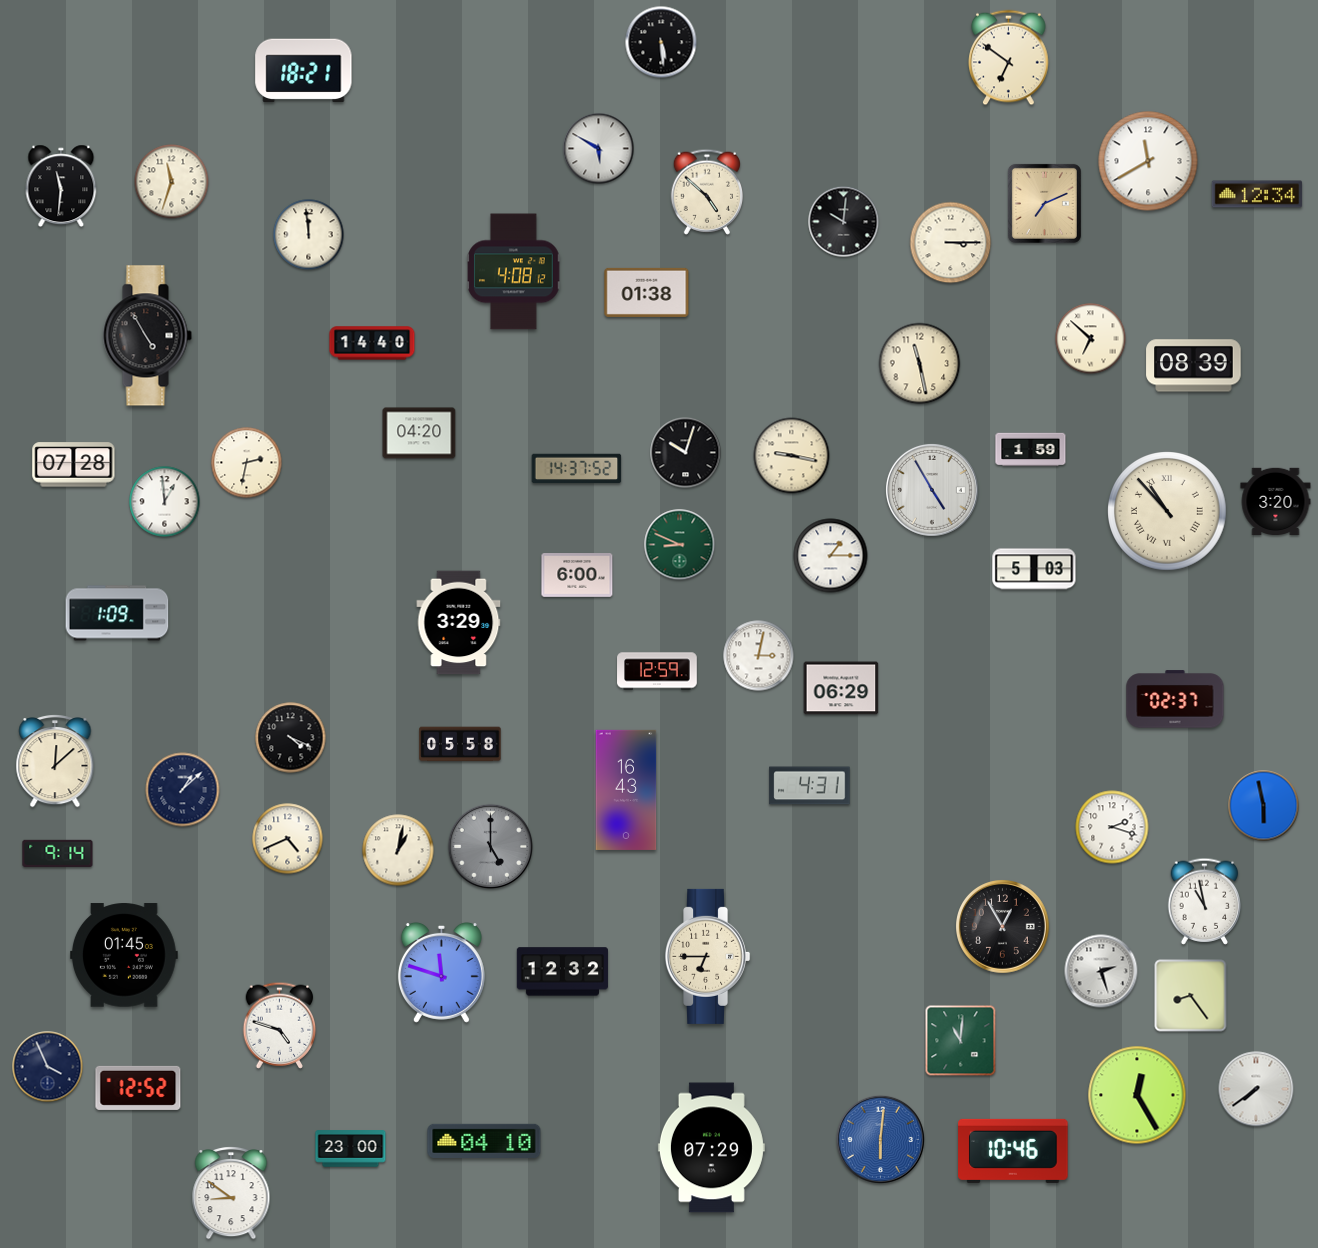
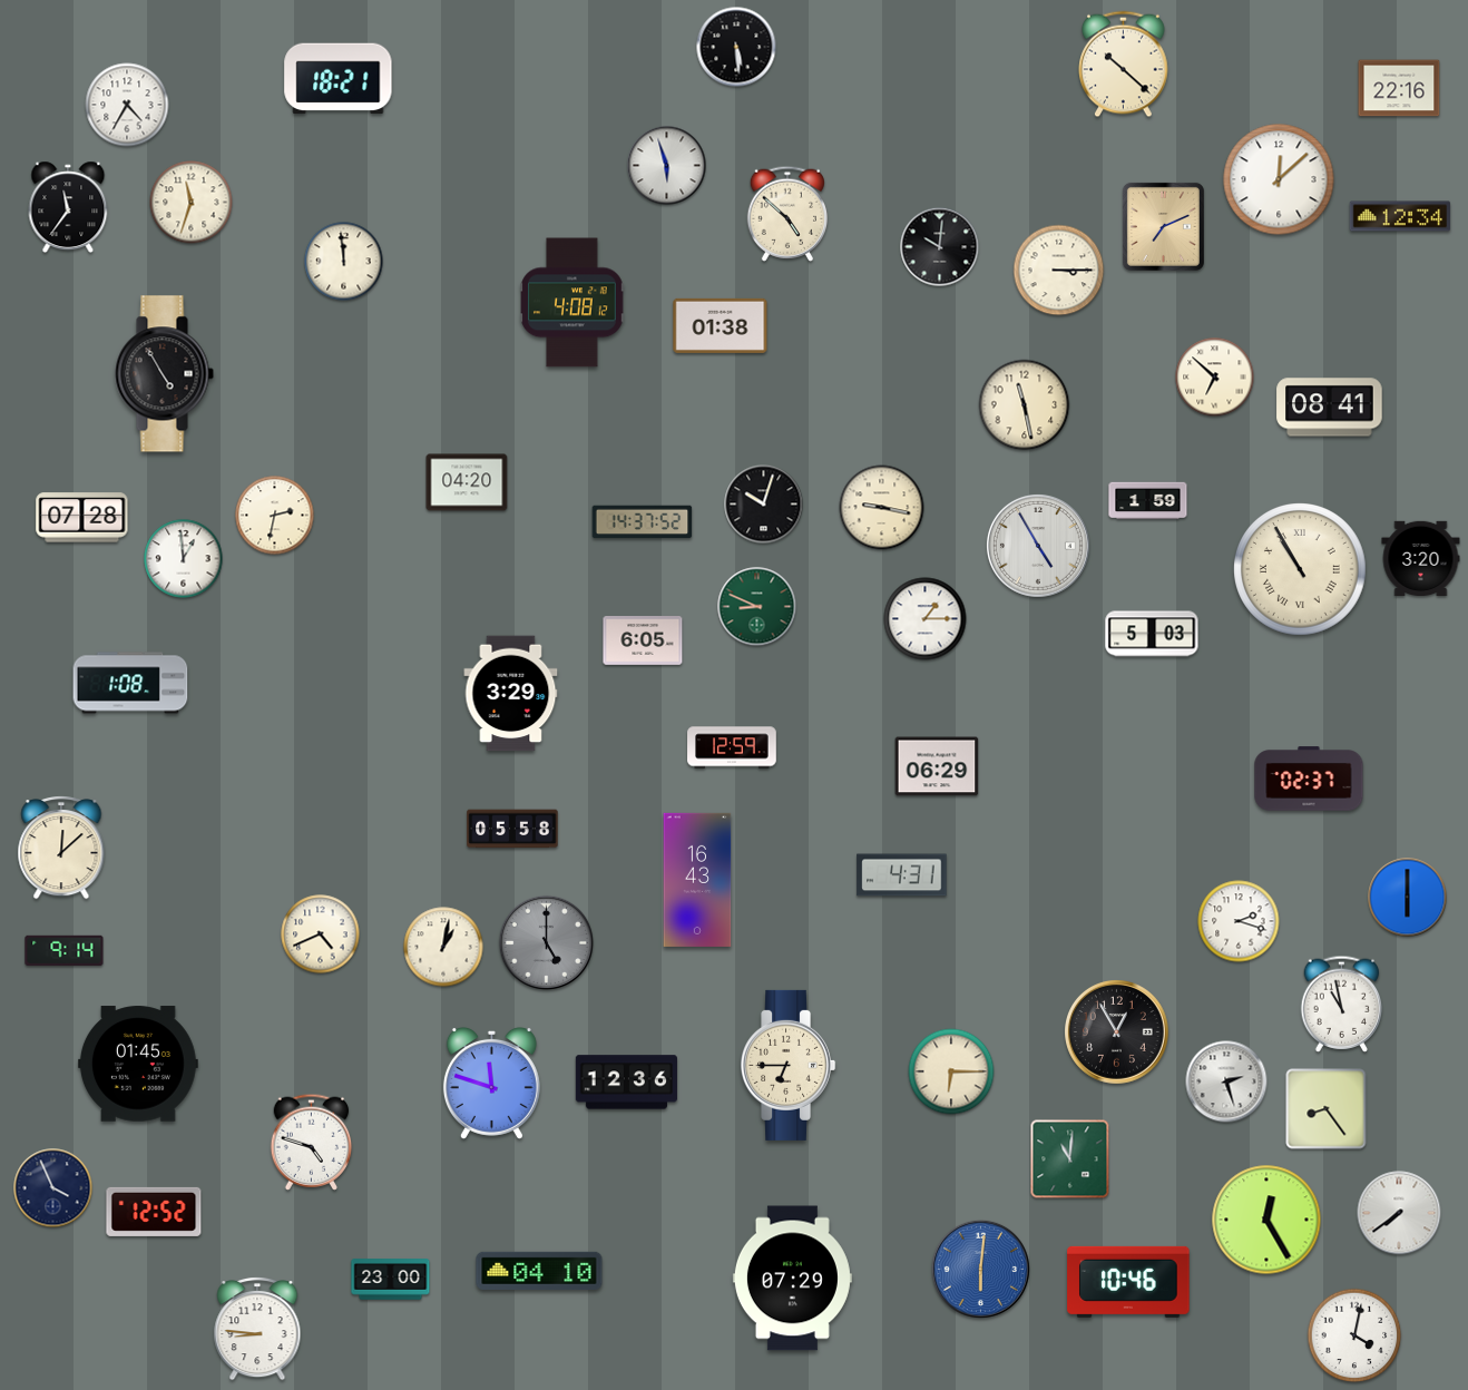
clock at (1009, 58): 6:51 -> 10:22
clock at (1399, 88): none -> 22:16
clock at (127, 105): none -> 4:35
clock at (599, 149): 5:50 -> 5:57
clock at (1148, 161): 11:40 -> 12:08
clock at (61, 186): 11:31 -> 11:36
clock at (372, 343): 14:40 -> none
clock at (1194, 366): 08:39 -> 08:41
clock at (1167, 511): 10:53 -> 10:55
clock at (577, 576): 6:00 -> 6:05
clock at (117, 613): 1:09 -> 1:08
clock at (759, 656): 3:02 -> none
clock at (291, 738): 4:19 -> none
clock at (183, 790): 1:08 -> none
clock at (1264, 806): 5:58 -> 6:00
clock at (951, 1071): none -> 6:15
clock at (562, 972): 12:32 -> 12:36
clock at (231, 1194): 8:51 -> 8:46
clock at (1354, 1335): none -> 4:02
